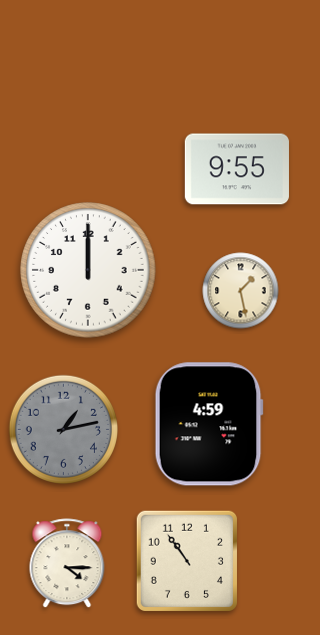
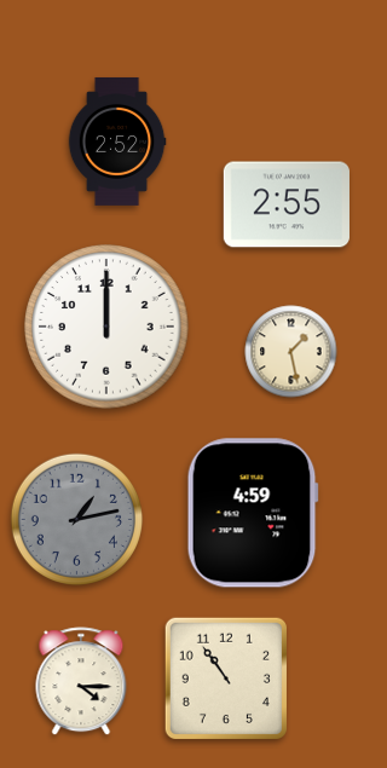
clock at (117, 142): none -> 2:52
clock at (237, 169): 9:55 -> 2:55
